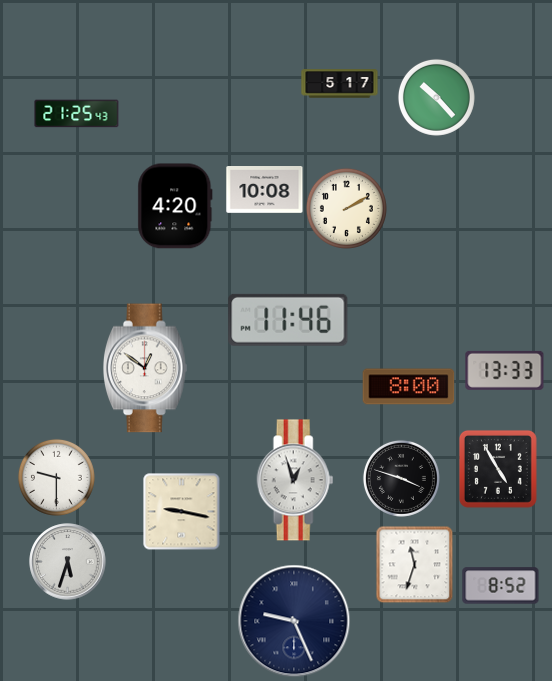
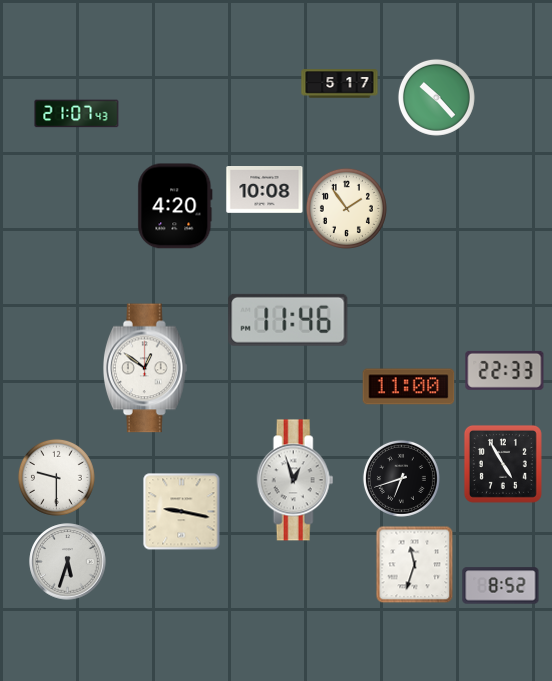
clock at (77, 114): 21:25 -> 21:07
clock at (346, 208): 2:10 -> 1:54
clock at (505, 370): 13:33 -> 22:33
clock at (409, 387): 8:00 -> 11:00
clock at (498, 469) position: (498, 469) -> (503, 464)
clock at (401, 478): 3:48 -> 6:42
clock at (294, 621): 9:26 -> none
